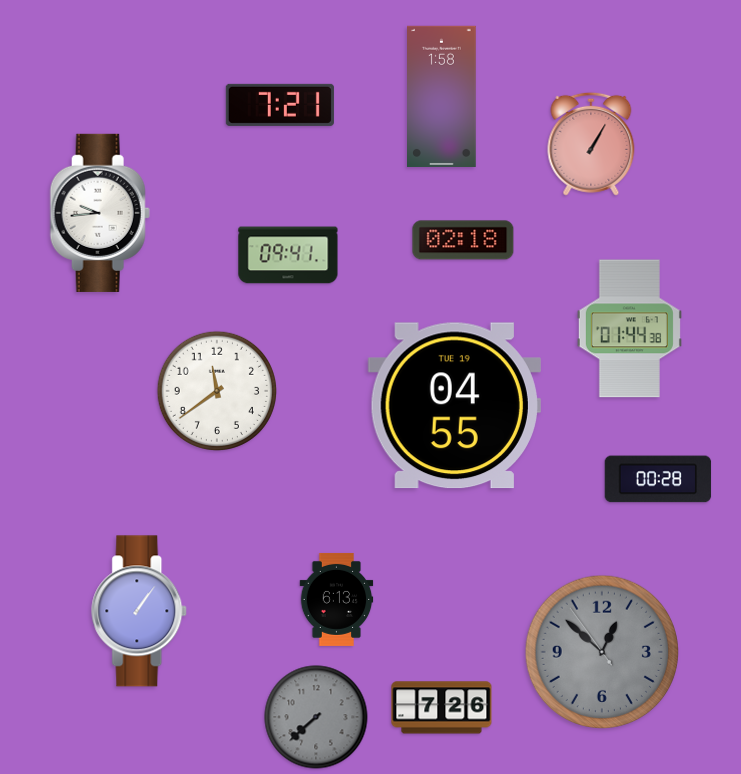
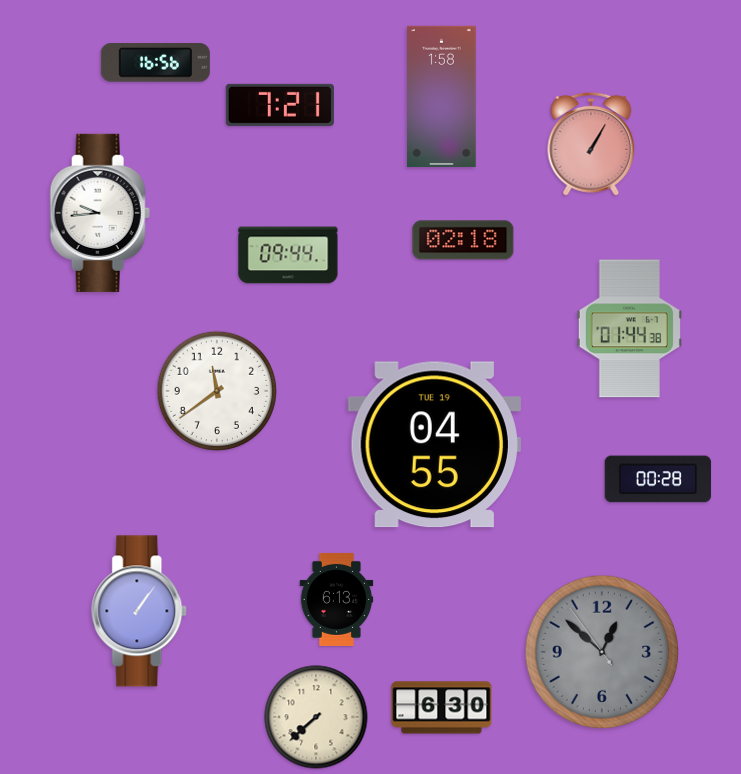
clock at (155, 63): none -> 16:56
clock at (288, 255): 09:41 -> 09:44
clock at (454, 406) position: (454, 406) -> (434, 445)
clock at (442, 708): 7:26 -> 6:30
clock at (316, 717) dial: grey -> cream
